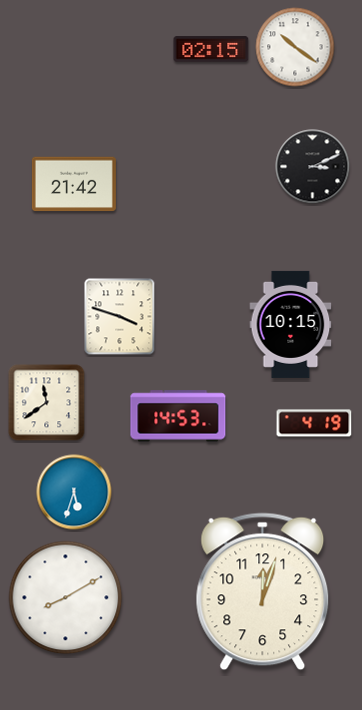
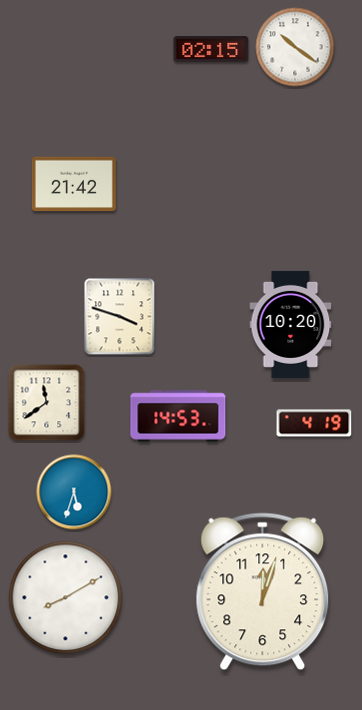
clock at (313, 167): 3:11 -> none
clock at (291, 324): 10:15 -> 10:20
